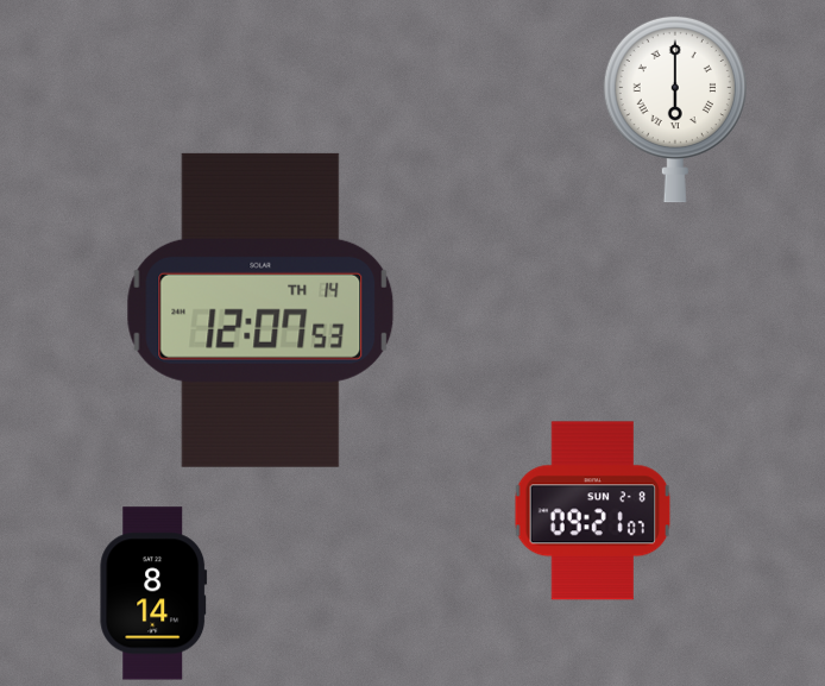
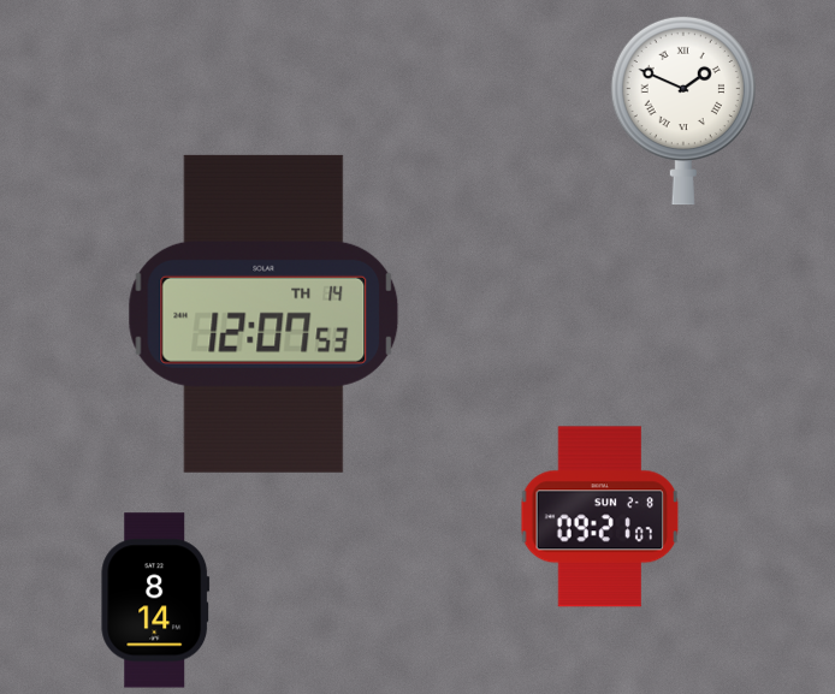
clock at (675, 109): 6:00 -> 1:49
